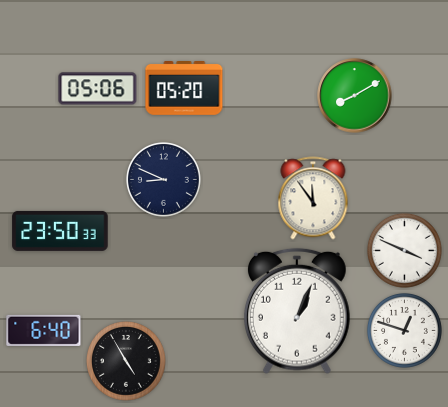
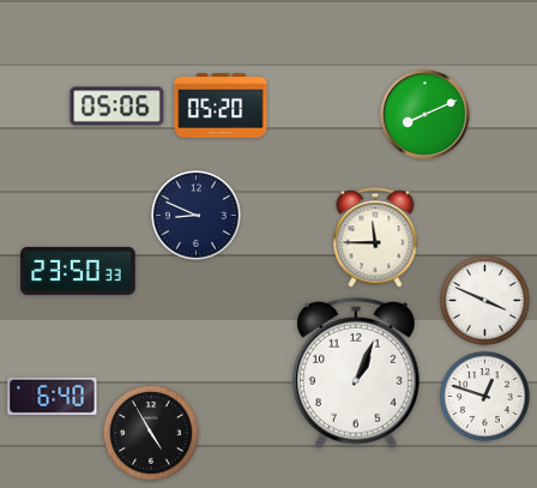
clock at (355, 96): 8:10 -> 8:11
clock at (313, 198): 11:54 -> 11:45
clock at (60, 231) position: (60, 231) -> (78, 271)
